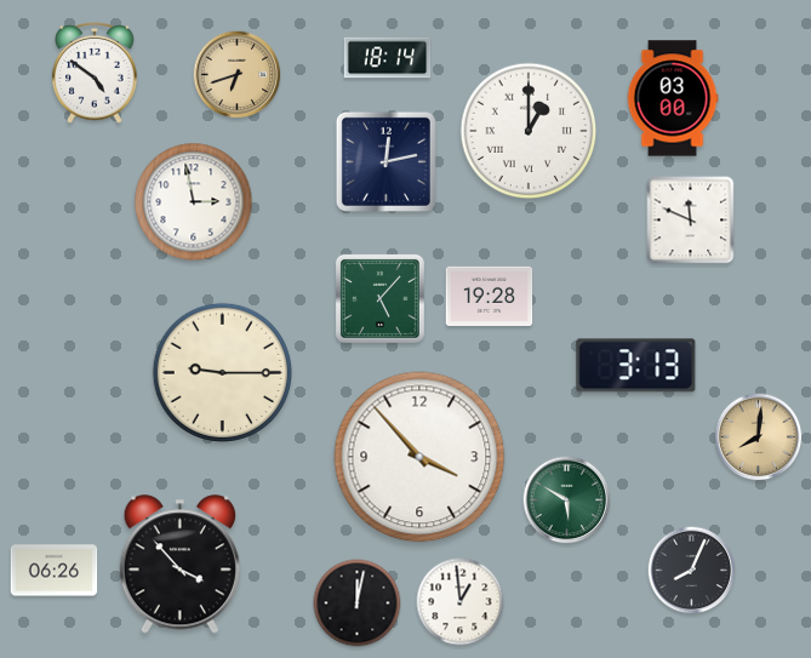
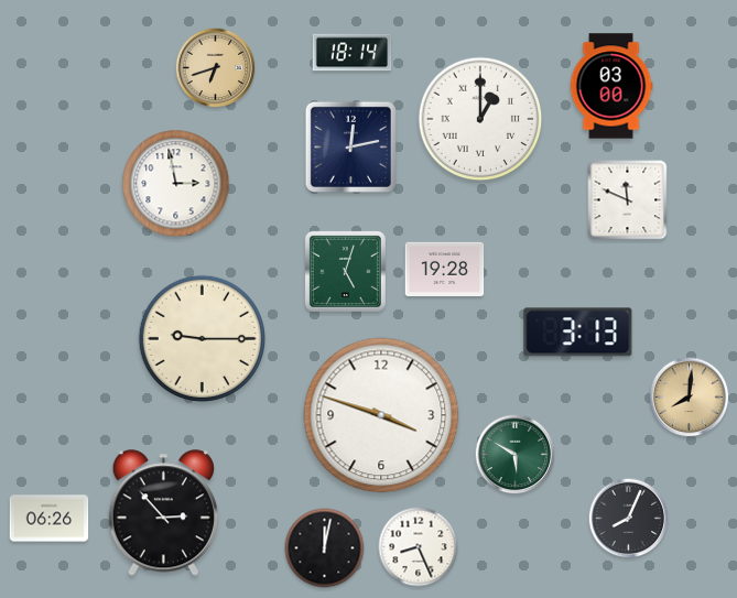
clock at (95, 74): 4:51 -> none
clock at (673, 98) position: (673, 98) -> (611, 86)
clock at (379, 298): 5:07 -> 5:03
clock at (419, 457): 3:53 -> 3:48
clock at (179, 565): 3:53 -> 2:53
clock at (461, 602): 12:59 -> 8:26
